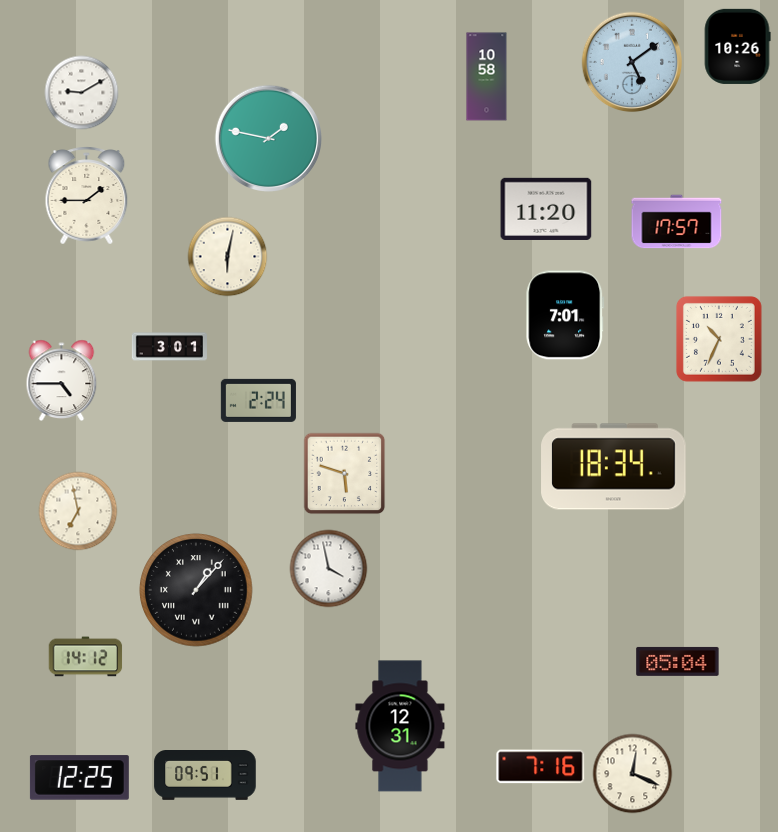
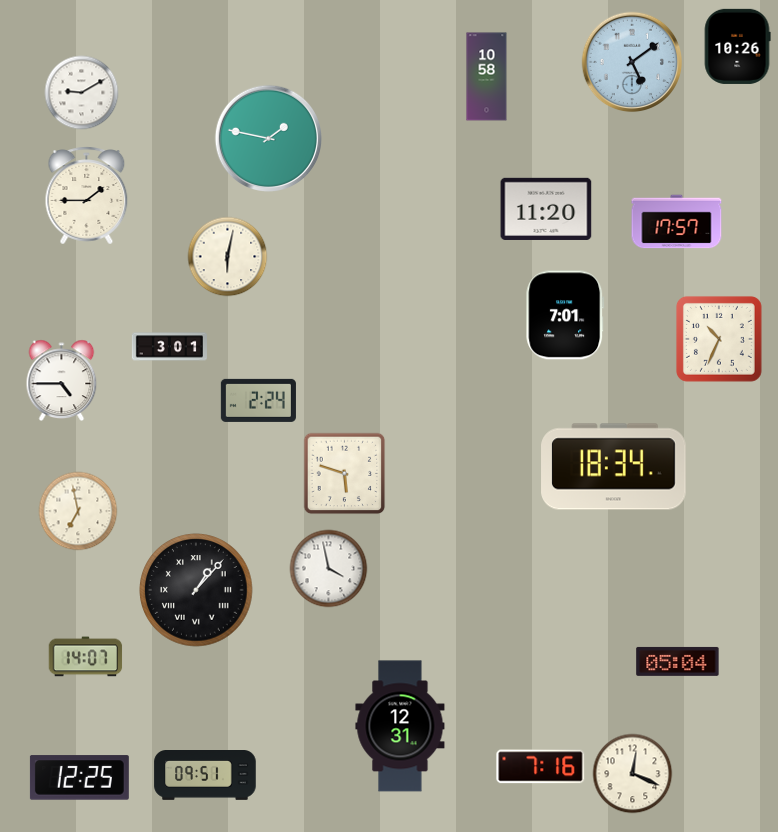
clock at (86, 657): 14:12 -> 14:07
